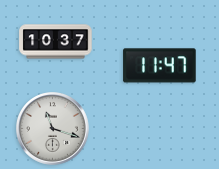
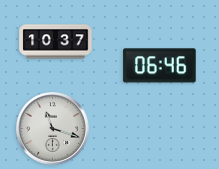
clock at (160, 66): 11:47 -> 06:46
